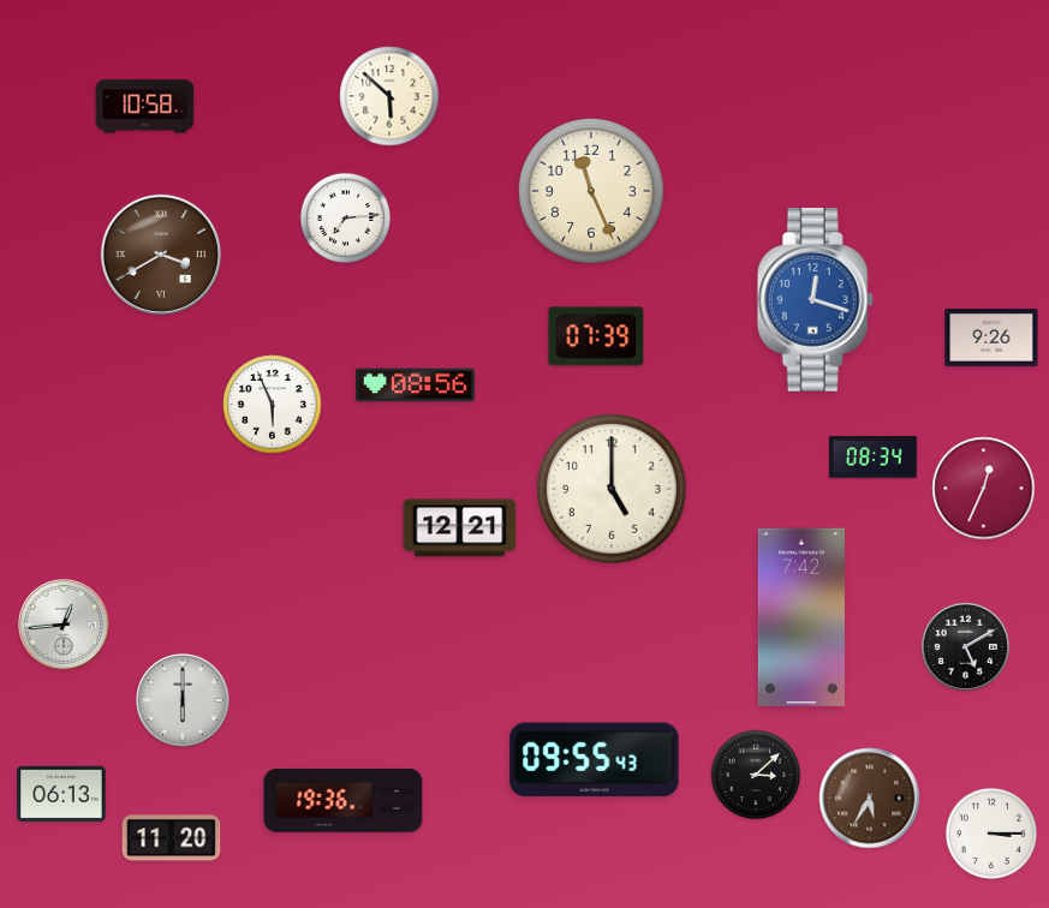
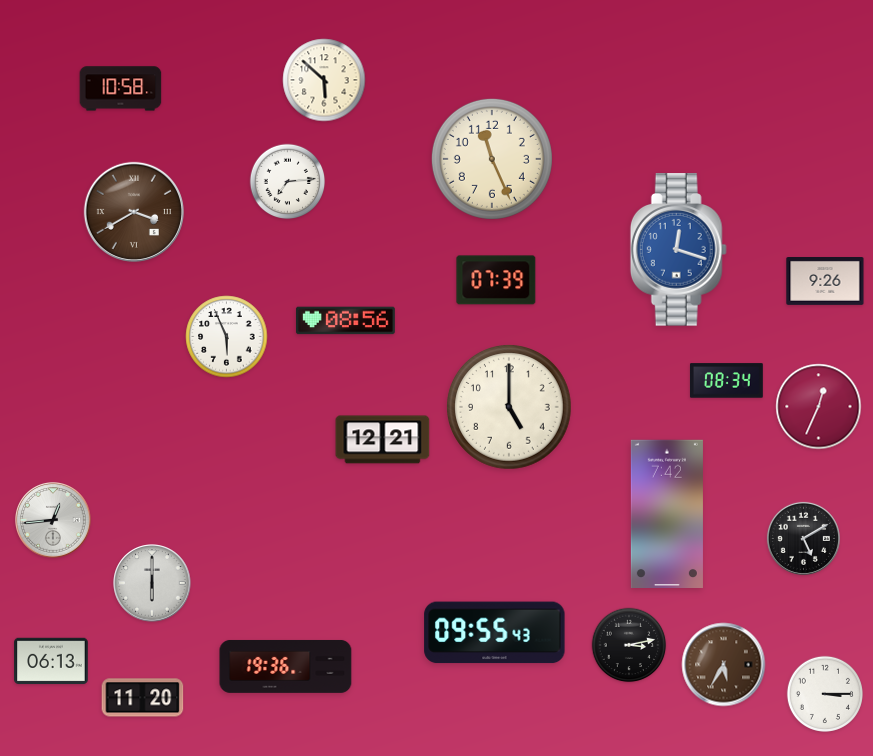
clock at (756, 775): 3:08 -> 3:13
